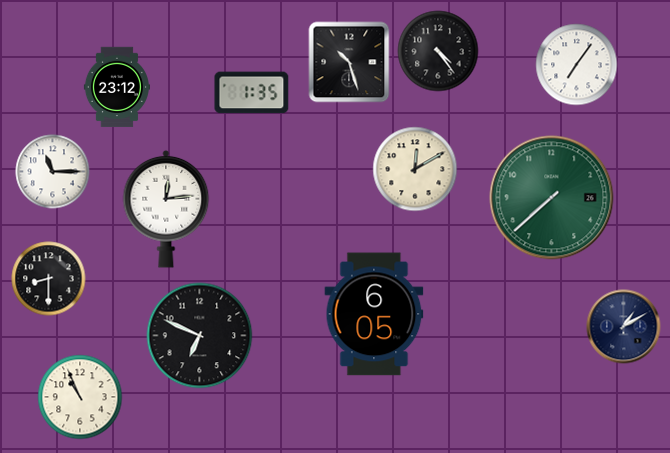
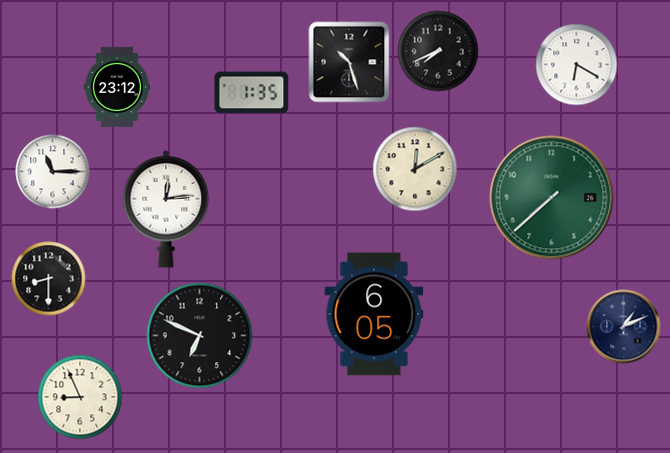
clock at (438, 51): 4:24 -> 7:41
clock at (577, 65): 7:06 -> 6:20
clock at (624, 327): 1:10 -> 1:11
clock at (80, 397): 10:56 -> 8:56
